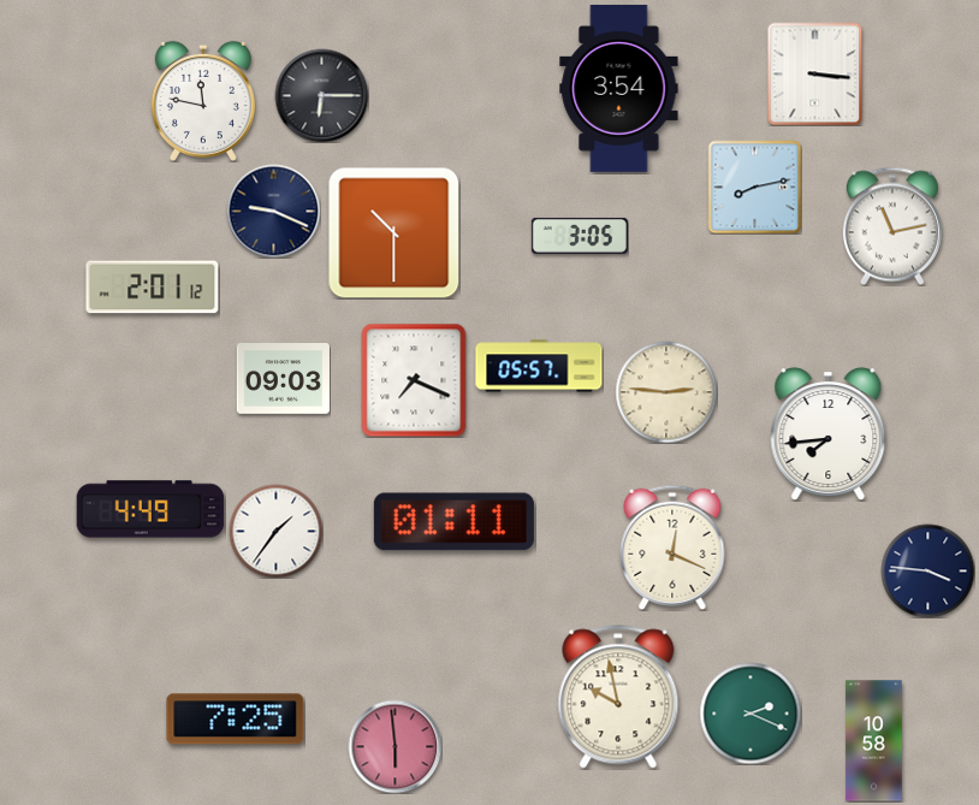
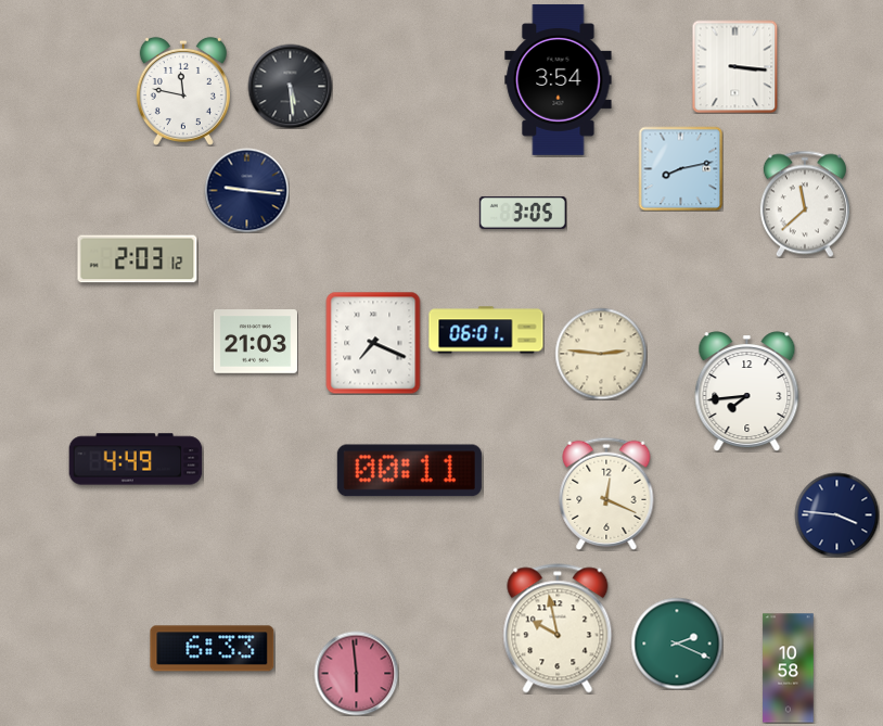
clock at (321, 95): 6:15 -> 5:29
clock at (273, 211): 9:19 -> 9:16
clock at (892, 226): 11:13 -> 11:38
clock at (393, 232): 10:30 -> none
clock at (153, 288): 2:01 -> 2:03
clock at (539, 366): 05:57 -> 06:01
clock at (283, 379): 09:03 -> 21:03
clock at (453, 522): 01:11 -> 00:11
clock at (275, 531): 1:36 -> none
clock at (236, 720): 7:25 -> 6:33
